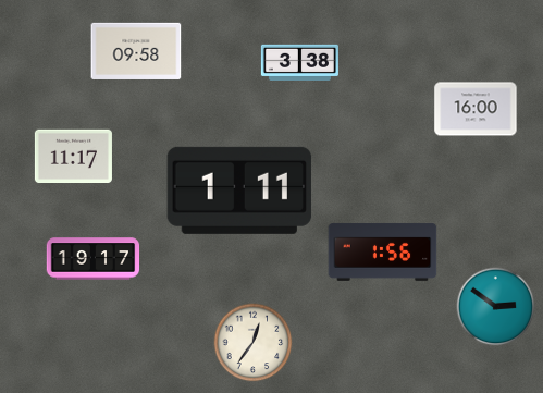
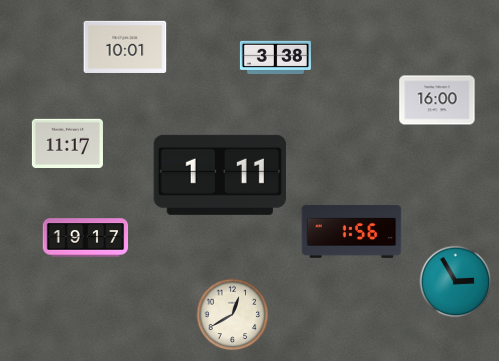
clock at (136, 51): 09:58 -> 10:01
clock at (496, 307): 2:51 -> 2:55
clock at (254, 343): 12:36 -> 12:40
